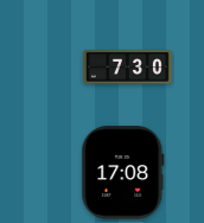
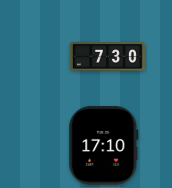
clock at (123, 173): 17:08 -> 17:10
